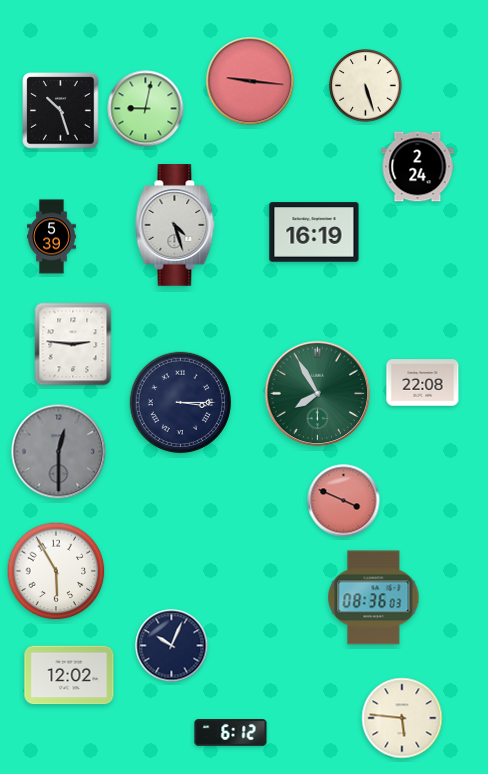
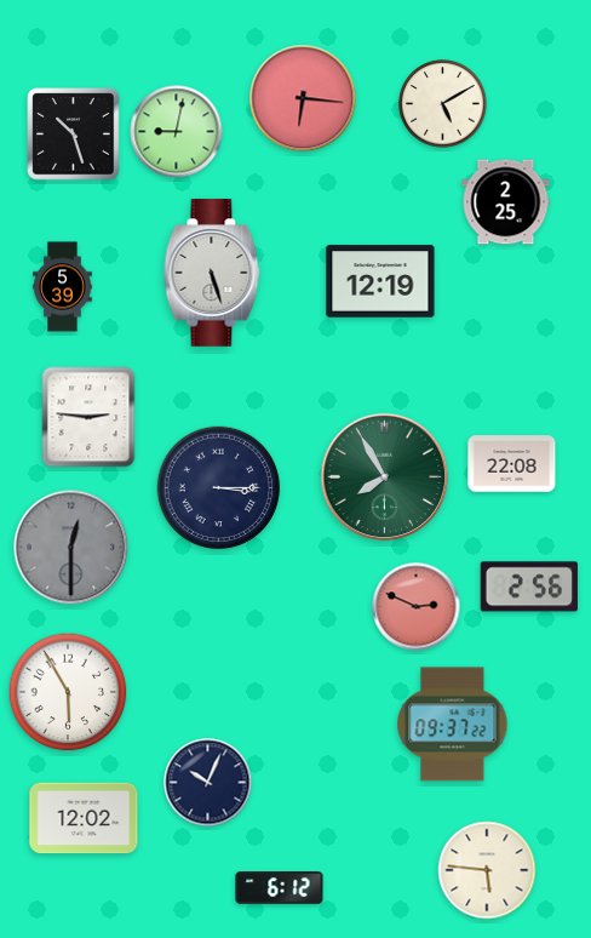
clock at (250, 81): 9:16 -> 6:16
clock at (366, 86): 5:27 -> 5:10
clock at (418, 167): 2:24 -> 2:25
clock at (175, 225): 4:27 -> 5:27
clock at (314, 232): 16:19 -> 12:19
clock at (529, 587): none -> 2:56
clock at (344, 501): 3:49 -> 2:49
clock at (374, 598): 08:36 -> 09:37
